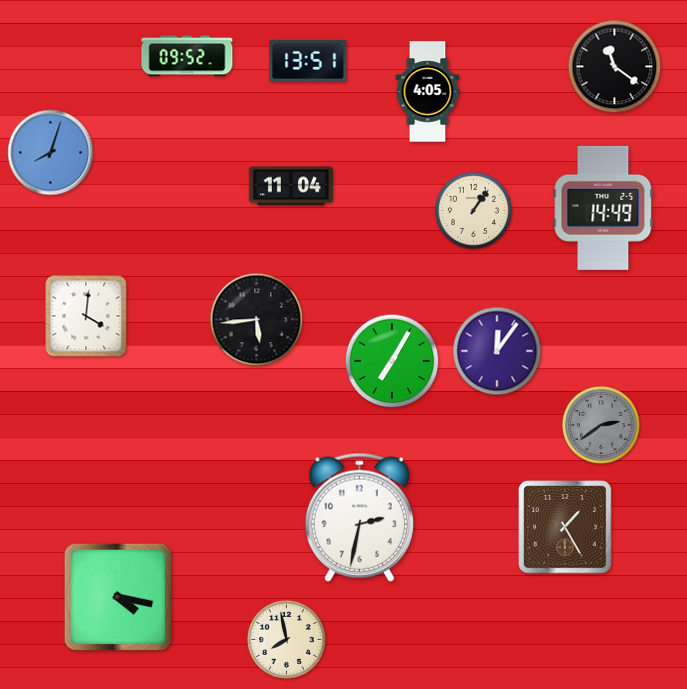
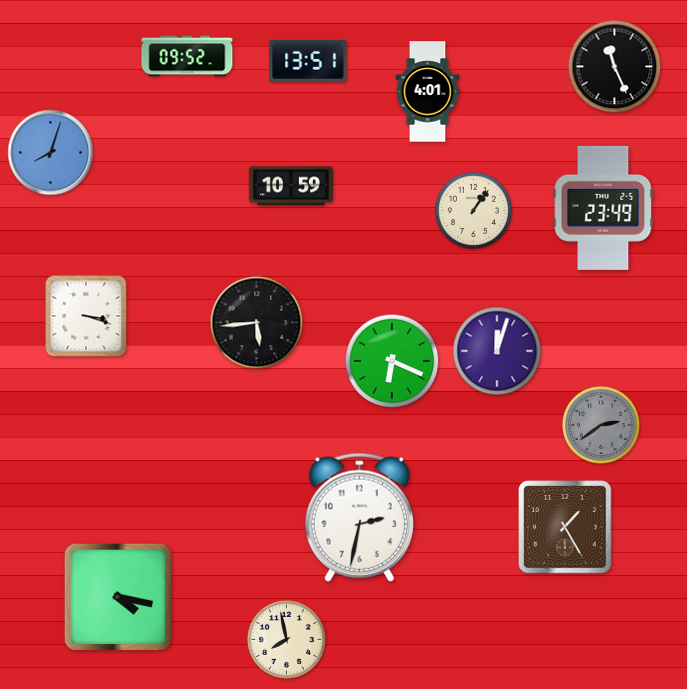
clock at (615, 67): 11:21 -> 11:26
clock at (428, 92): 4:05 -> 4:01
clock at (291, 186): 11:04 -> 10:59
clock at (603, 208): 14:49 -> 23:49
clock at (86, 316): 4:01 -> 3:18
clock at (257, 320) position: (257, 320) -> (257, 323)
clock at (497, 351): 12:06 -> 12:03
clock at (392, 361): 7:05 -> 6:19
